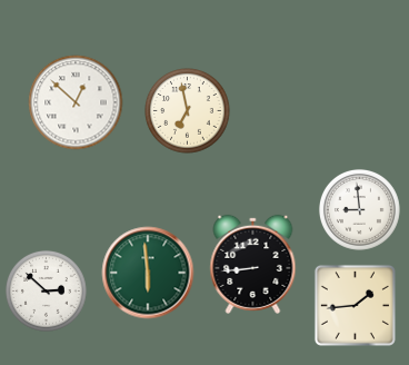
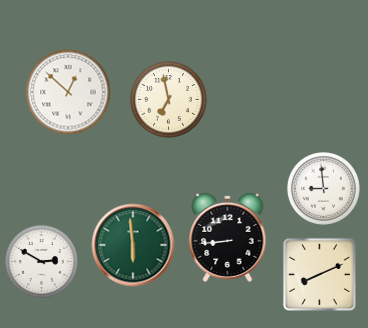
clock at (46, 290): 2:52 -> 2:50
clock at (355, 305): 1:44 -> 8:11
